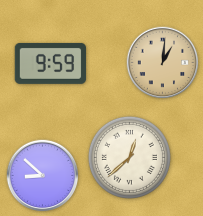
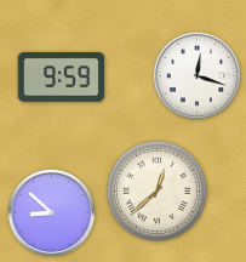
clock at (163, 63): 1:01 -> 12:18
clock at (163, 63) dial: champagne -> white
